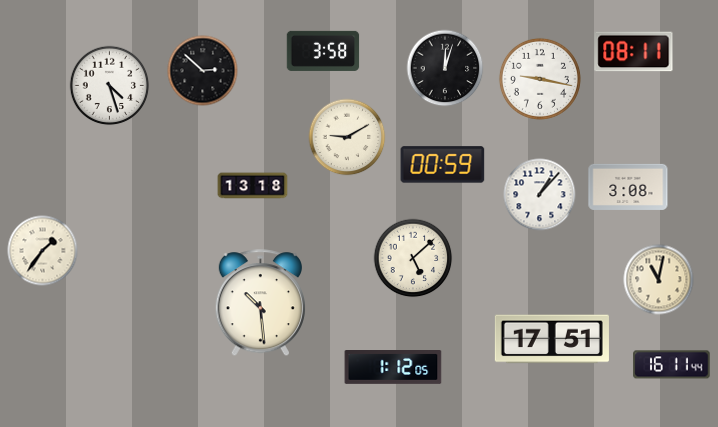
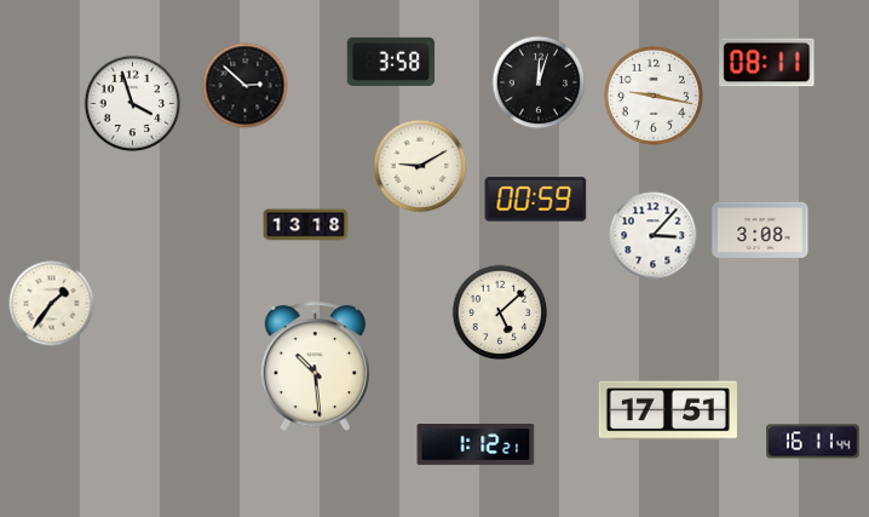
clock at (110, 86): 4:27 -> 3:57
clock at (628, 187) position: (628, 187) -> (760, 230)
clock at (540, 195): 1:07 -> 3:07
clock at (659, 280): 11:02 -> none
clock at (393, 368): 1:12:05 -> 1:12:21
